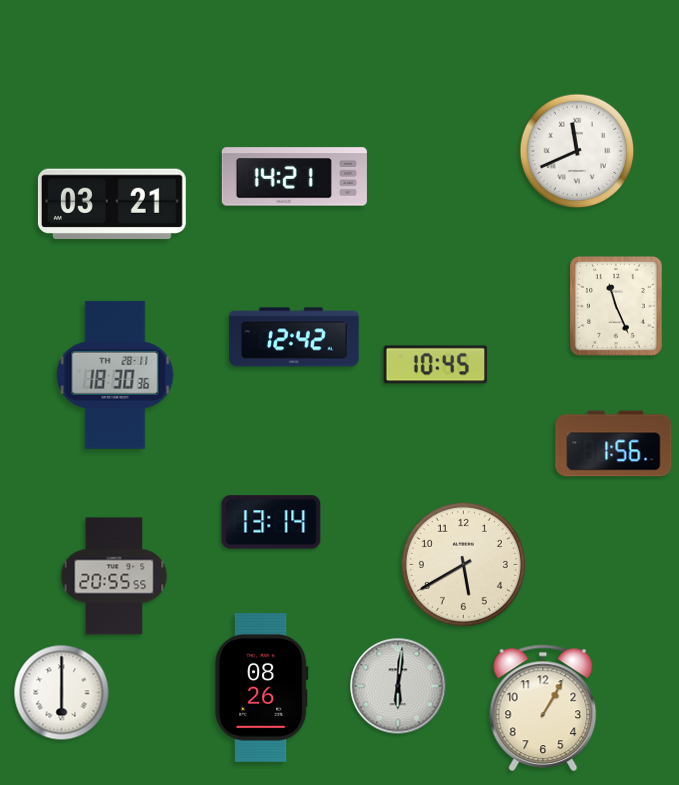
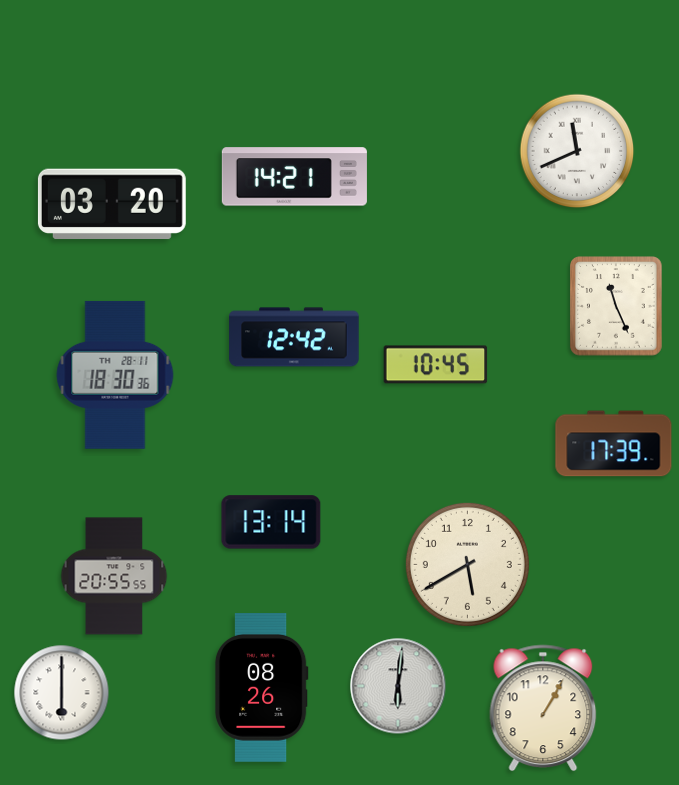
clock at (112, 204): 03:21 -> 03:20
clock at (614, 444): 1:56 -> 17:39
clock at (463, 564) position: (463, 564) -> (467, 564)
